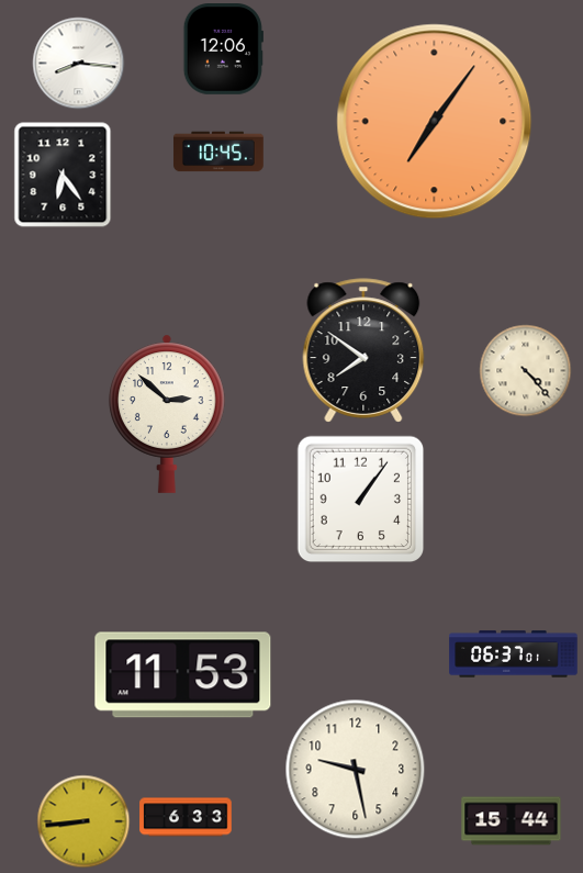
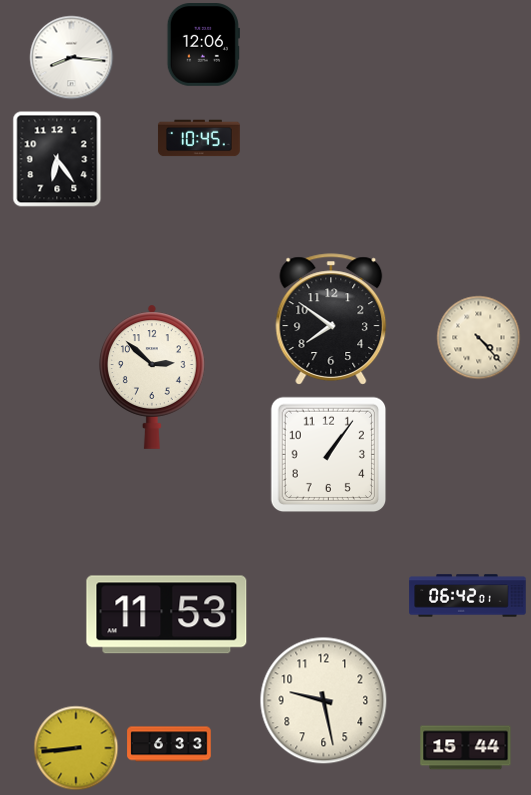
clock at (435, 122): 7:06 -> none
clock at (514, 654): 06:37 -> 06:42
